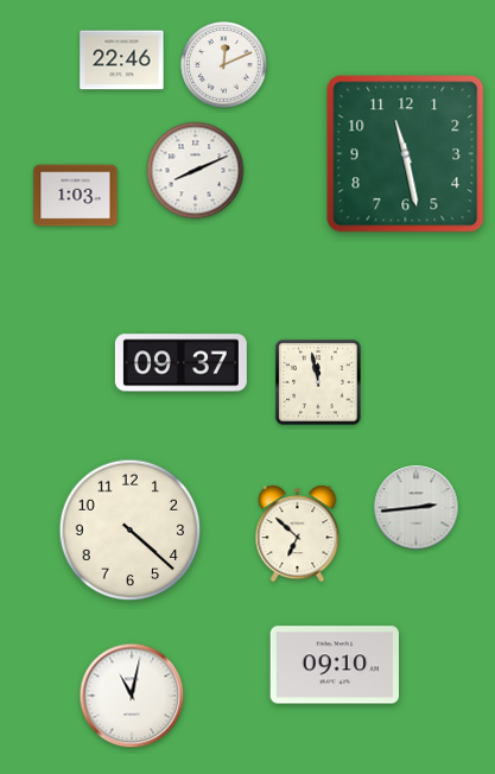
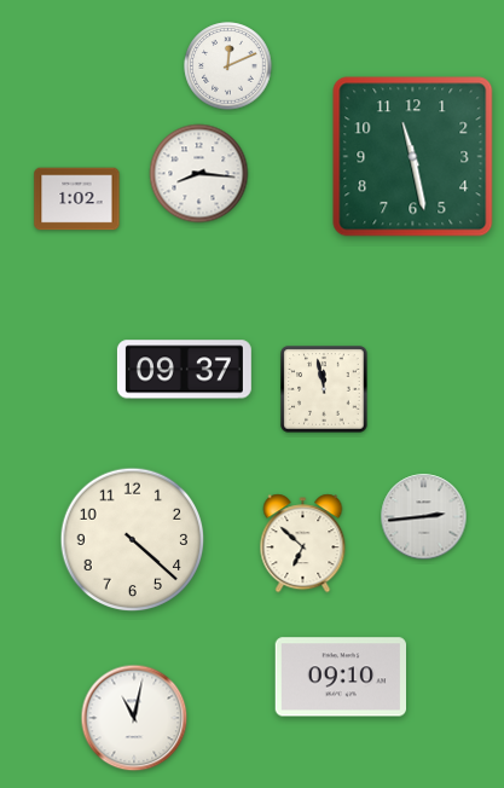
clock at (122, 61): 22:46 -> none
clock at (196, 171): 8:11 -> 8:16
clock at (76, 196): 1:03 -> 1:02
clock at (132, 696) position: (132, 696) -> (134, 718)
